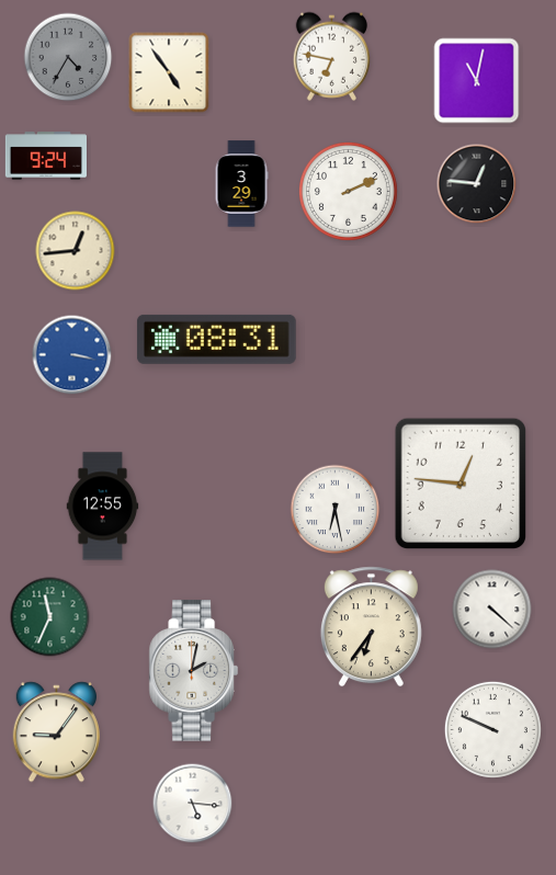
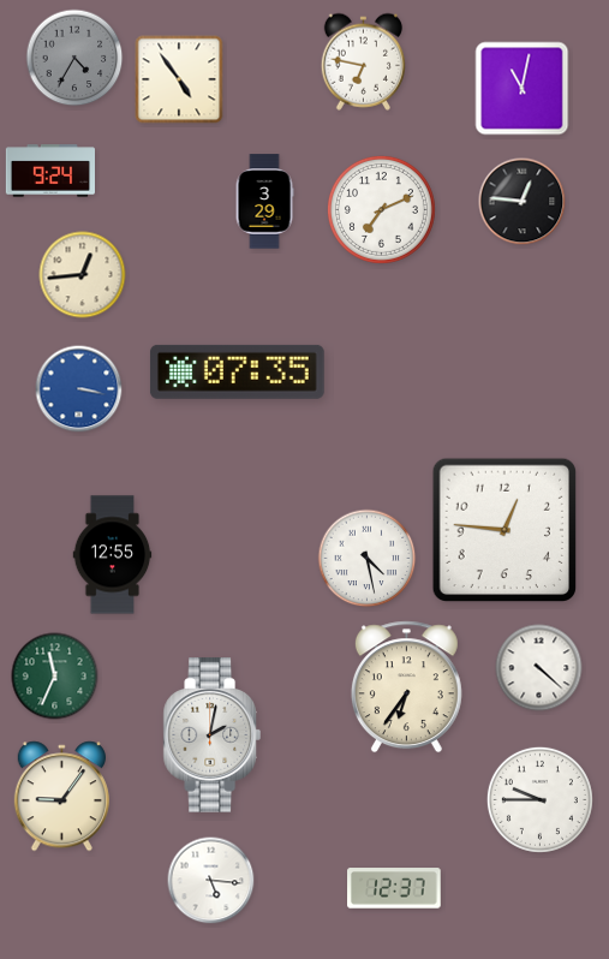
clock at (68, 57) position: (68, 57) -> (74, 58)
clock at (169, 72) position: (169, 72) -> (179, 79)
clock at (348, 191): 2:11 -> 7:11
clock at (216, 339): 08:31 -> 07:35
clock at (336, 510): 6:28 -> 4:28
clock at (492, 729): 9:49 -> 9:45
clock at (56, 732) position: (56, 732) -> (61, 797)
clock at (394, 888): none -> 12:37
